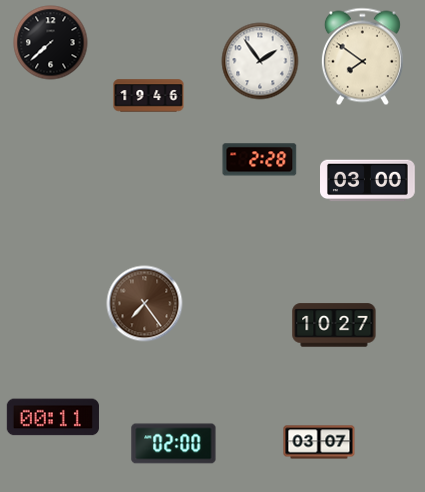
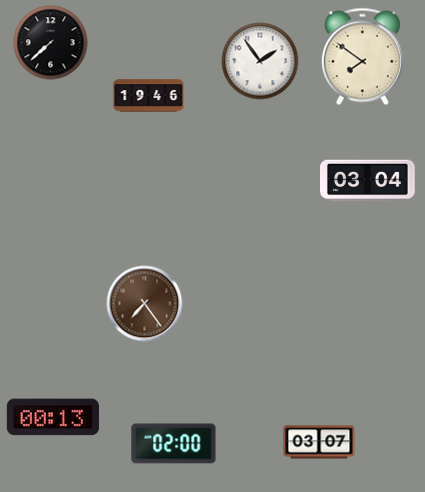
clock at (260, 160): 2:28 -> none
clock at (368, 181): 03:00 -> 03:04
clock at (334, 325): 10:27 -> none
clock at (53, 417): 00:11 -> 00:13
